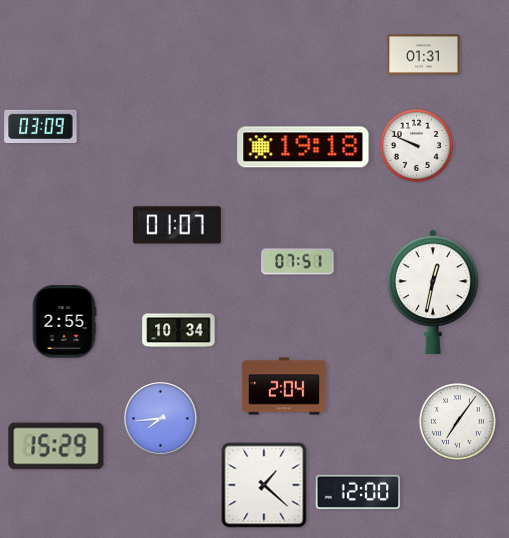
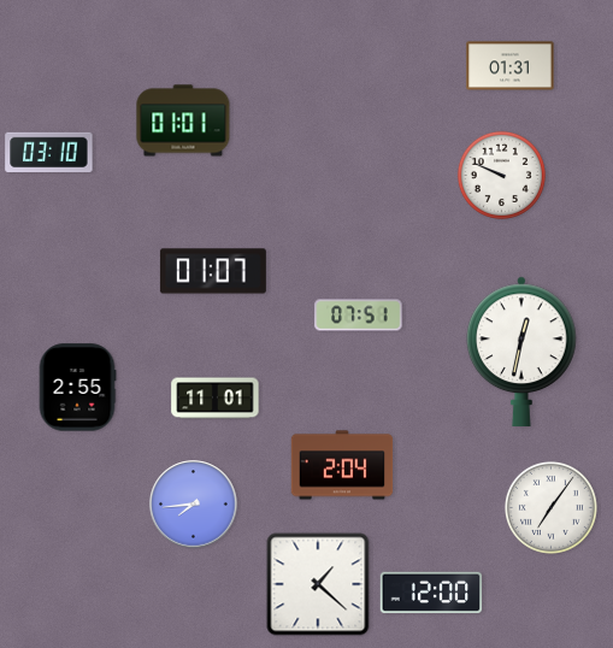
clock at (183, 120): none -> 01:01
clock at (41, 126): 03:09 -> 03:10
clock at (303, 147): 19:18 -> none
clock at (179, 331): 10:34 -> 11:01
clock at (56, 446): 15:29 -> none
